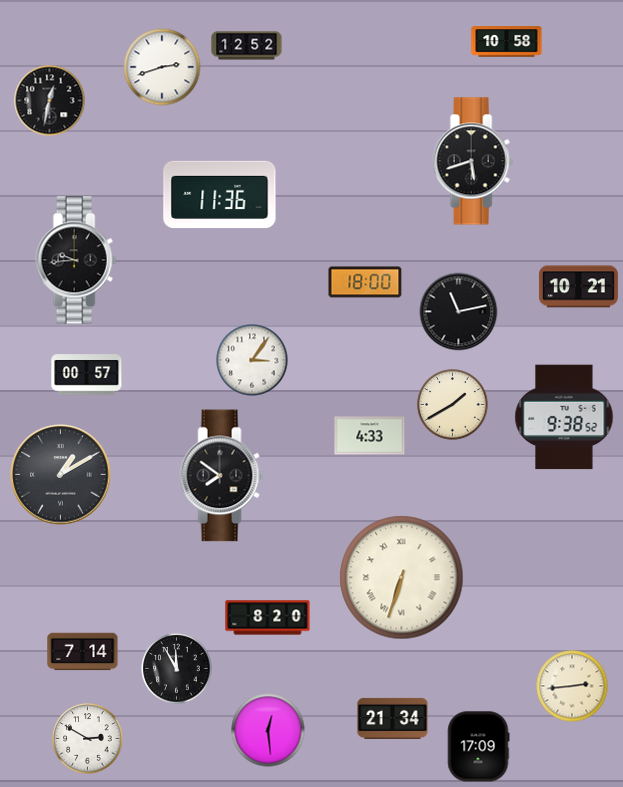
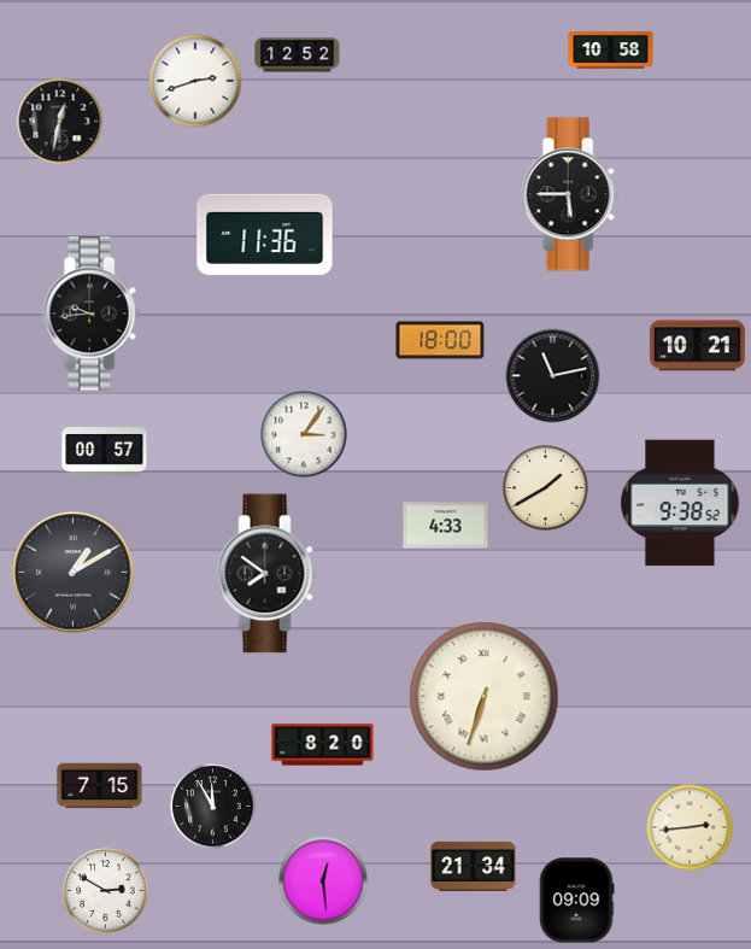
clock at (473, 161): 5:42 -> 5:45
clock at (83, 652): 7:14 -> 7:15
clock at (478, 747): 17:09 -> 09:09
